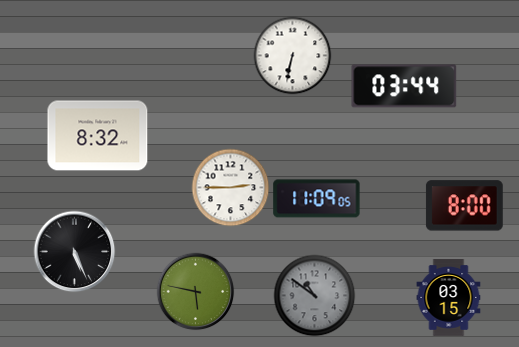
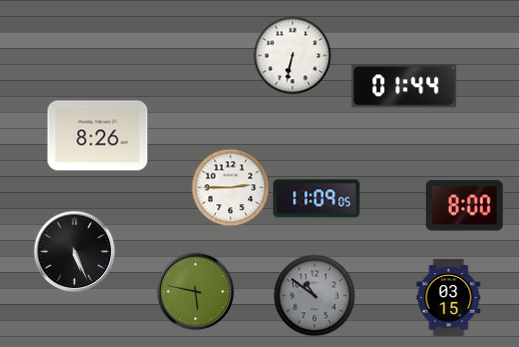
clock at (404, 86): 03:44 -> 01:44
clock at (98, 136): 8:32 -> 8:26
